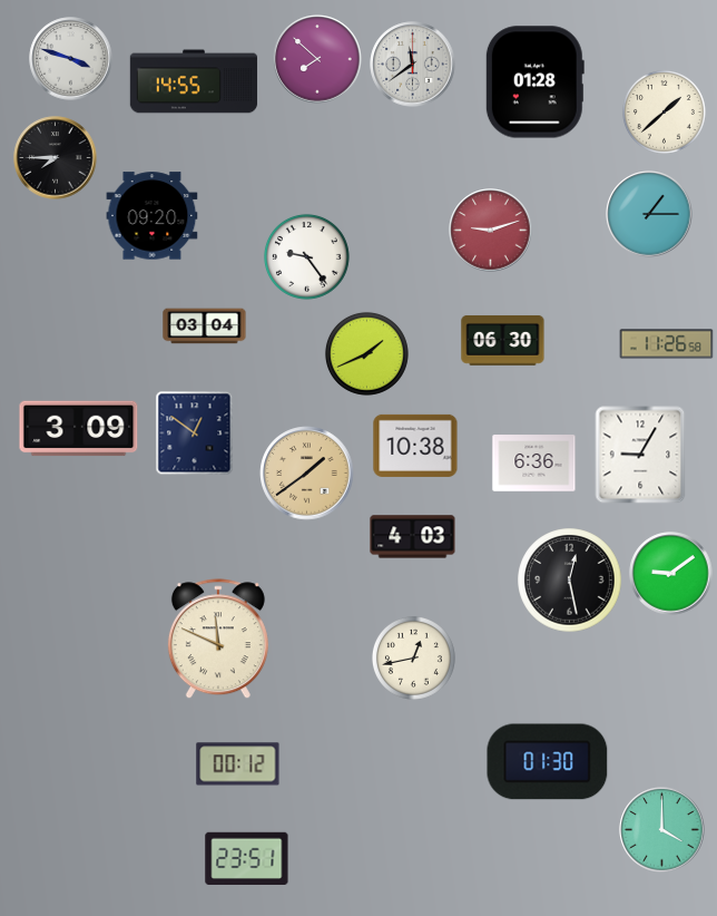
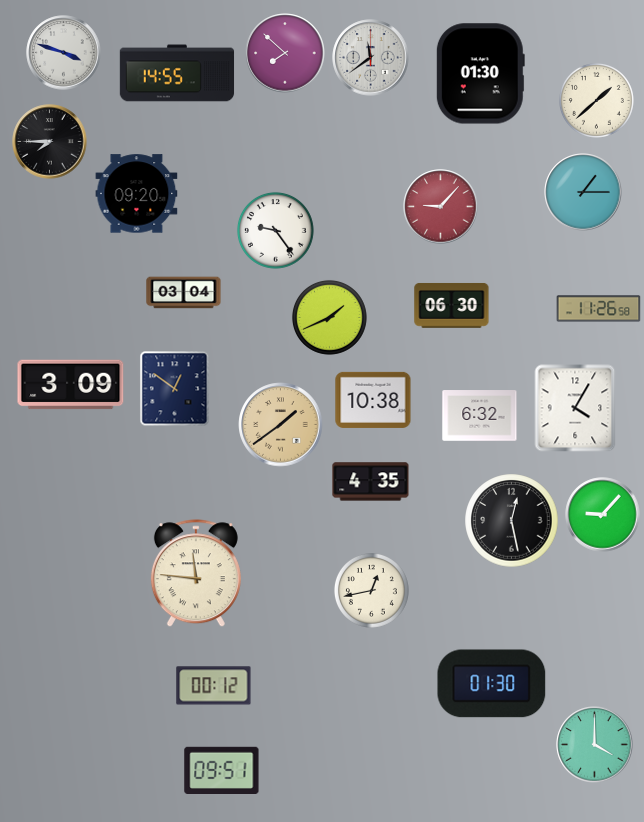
clock at (194, 81) position: (194, 81) -> (177, 73)
clock at (534, 82): 01:28 -> 01:30
clock at (491, 231): 9:12 -> 9:07
clock at (640, 455): 9:05 -> 4:05
clock at (534, 464): 6:36 -> 6:32
clock at (307, 474) position: (307, 474) -> (281, 425)
clock at (413, 537): 4:03 -> 4:35
clock at (671, 574): 9:09 -> 9:07
clock at (218, 640): 11:49 -> 11:46
clock at (247, 858): 23:51 -> 09:51
